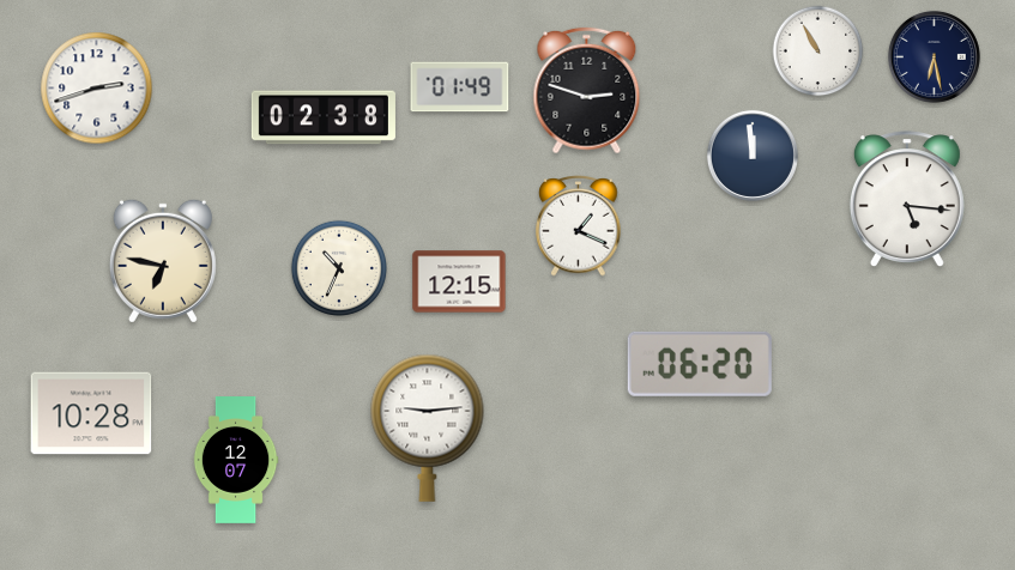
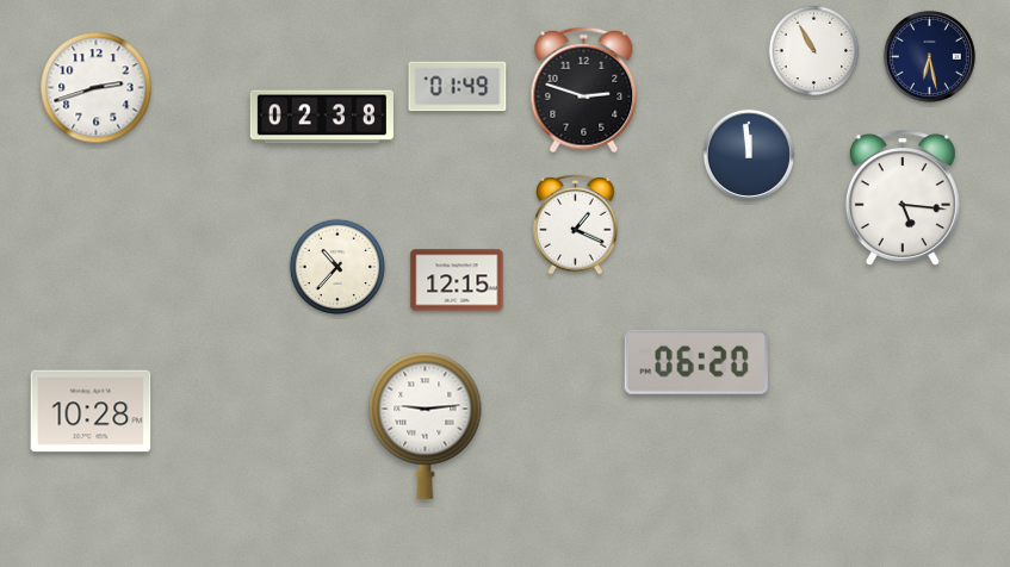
clock at (163, 261): 6:47 -> none
clock at (339, 268): 10:34 -> 10:37
clock at (236, 461): 12:07 -> none
